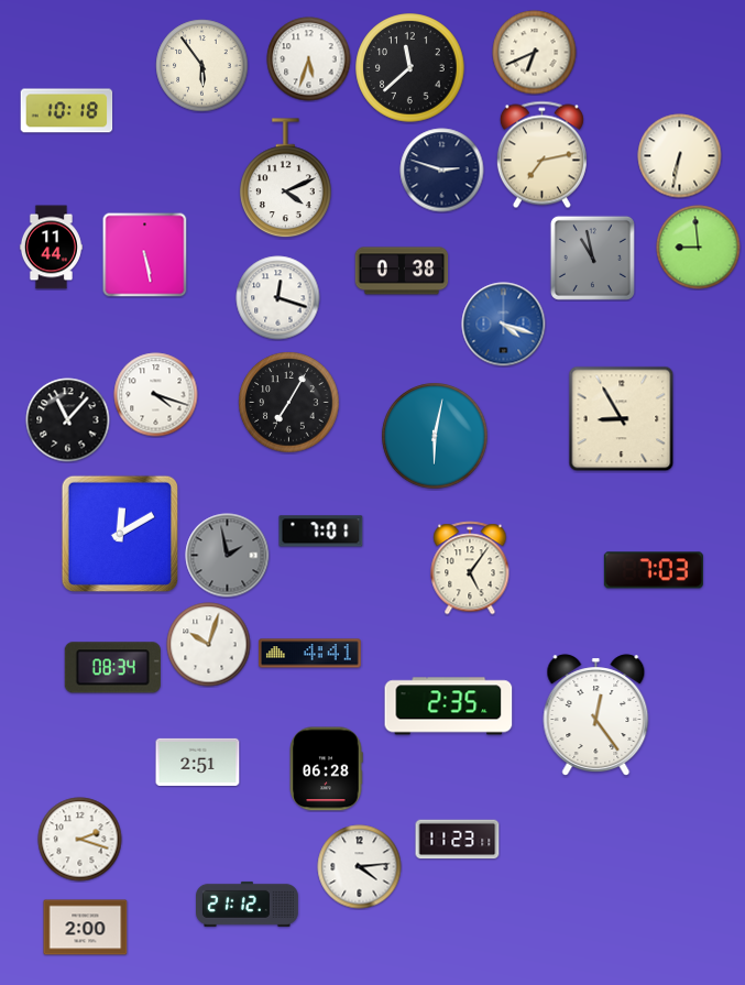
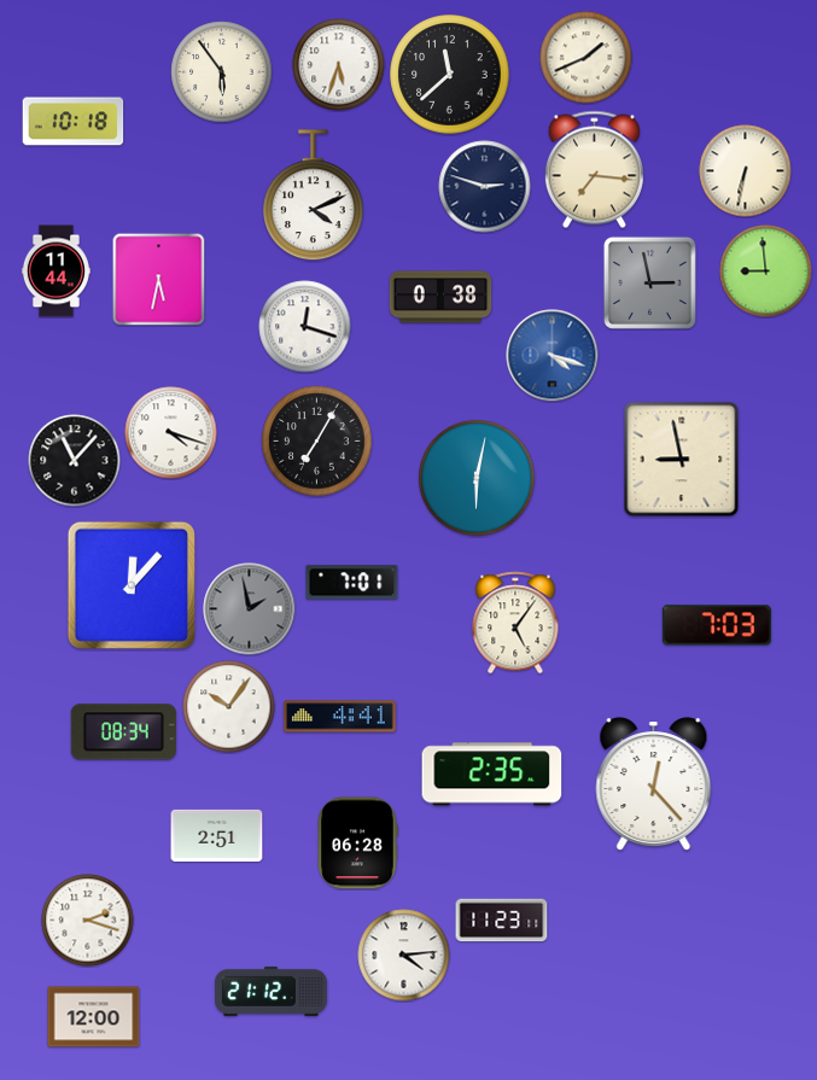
clock at (535, 53): 6:41 -> 1:41
clock at (541, 155): 7:13 -> 7:16
clock at (144, 254): 5:28 -> 5:32
clock at (592, 258): 10:58 -> 2:58
clock at (622, 419): 8:55 -> 8:58
clock at (120, 533): 12:10 -> 12:07
clock at (209, 645): 10:03 -> 10:06
clock at (596, 715): 12:24 -> 12:23
clock at (360, 867) position: (360, 867) -> (404, 956)
clock at (86, 928): 2:00 -> 12:00
